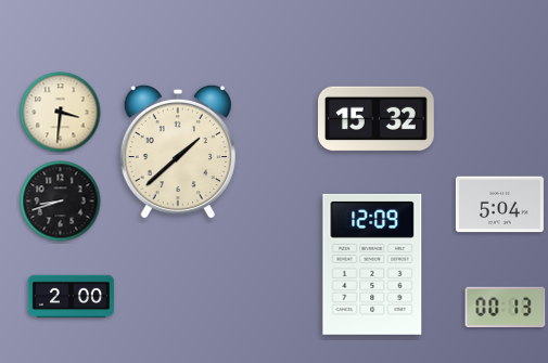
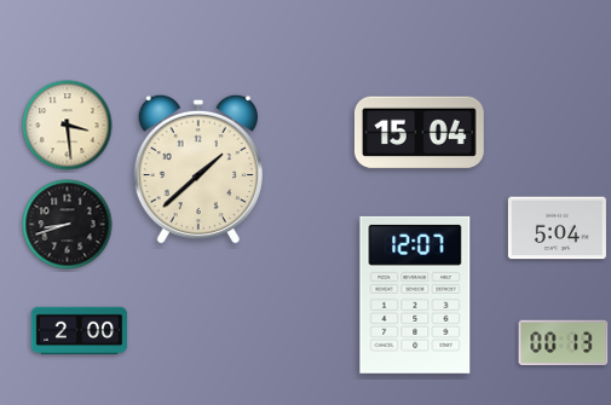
clock at (61, 113): 3:31 -> 3:29
clock at (375, 119): 15:32 -> 15:04
clock at (372, 264): 12:09 -> 12:07
